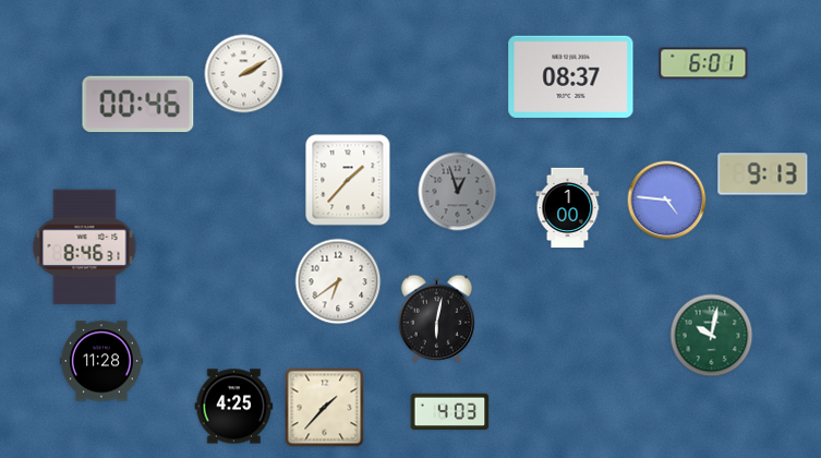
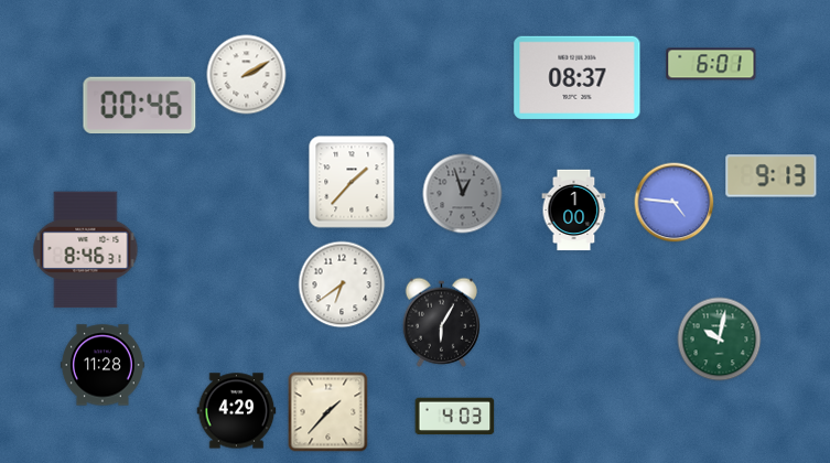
clock at (436, 318): 6:02 -> 6:05
clock at (234, 407): 4:25 -> 4:29
